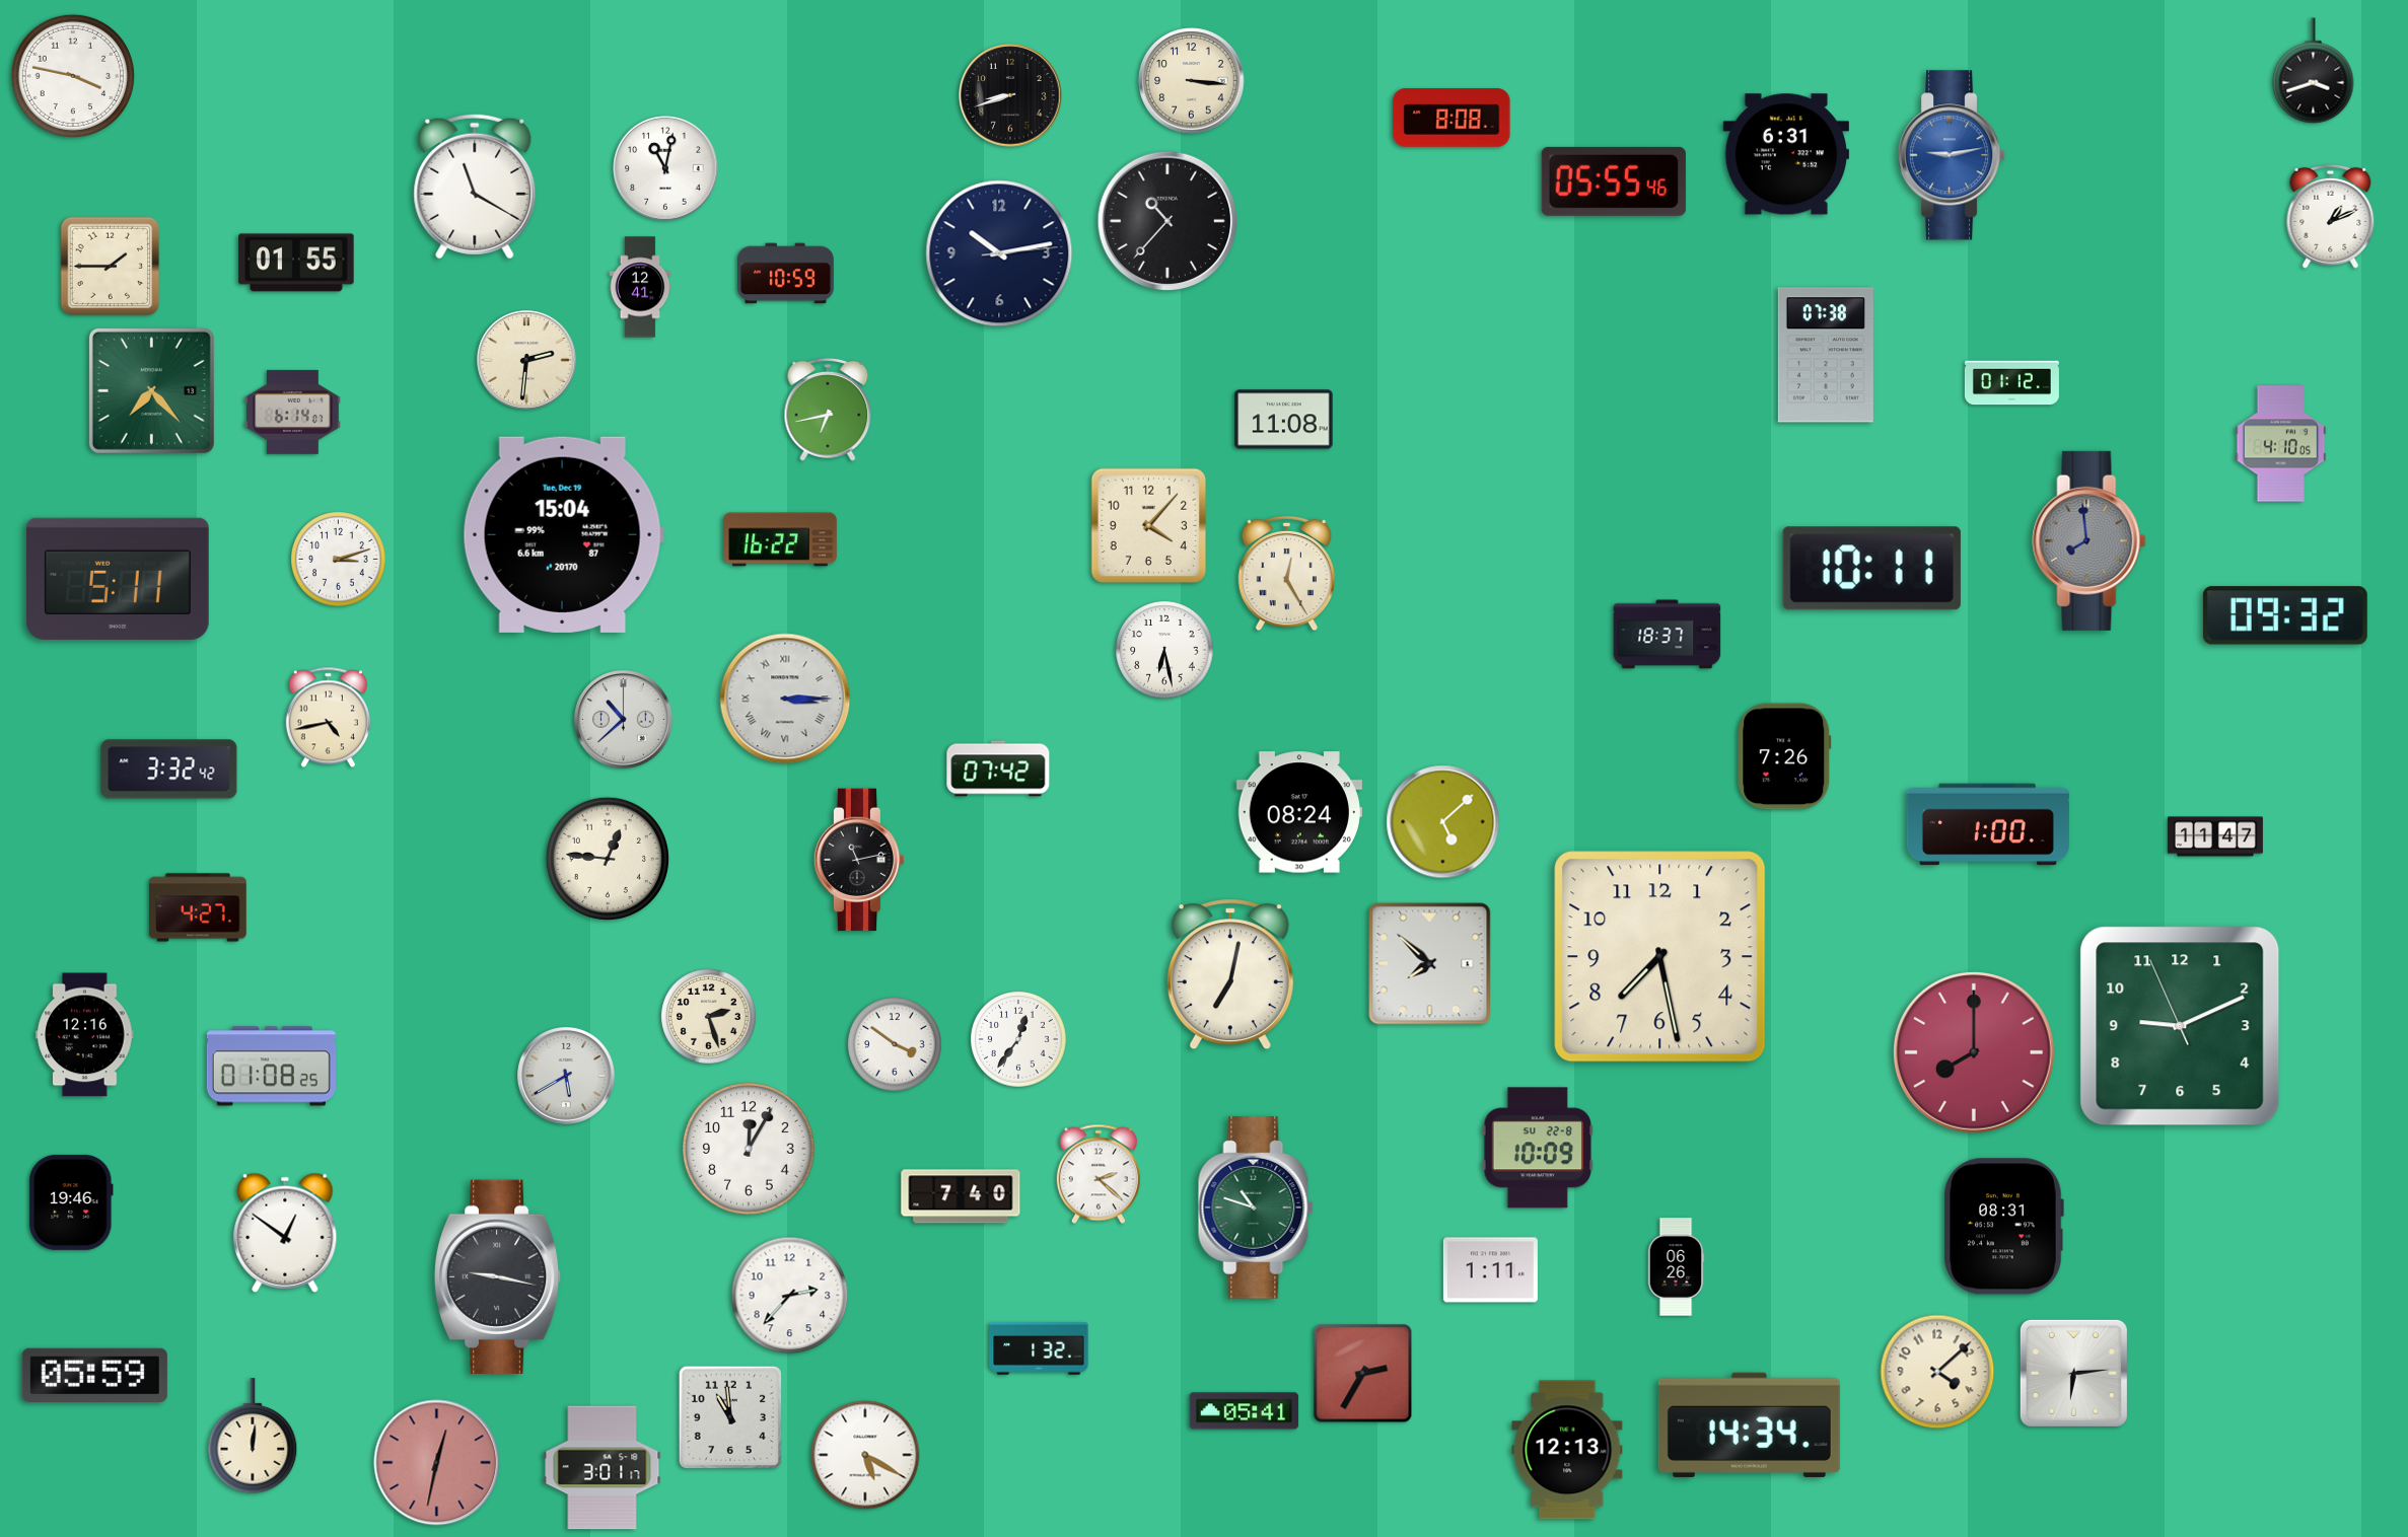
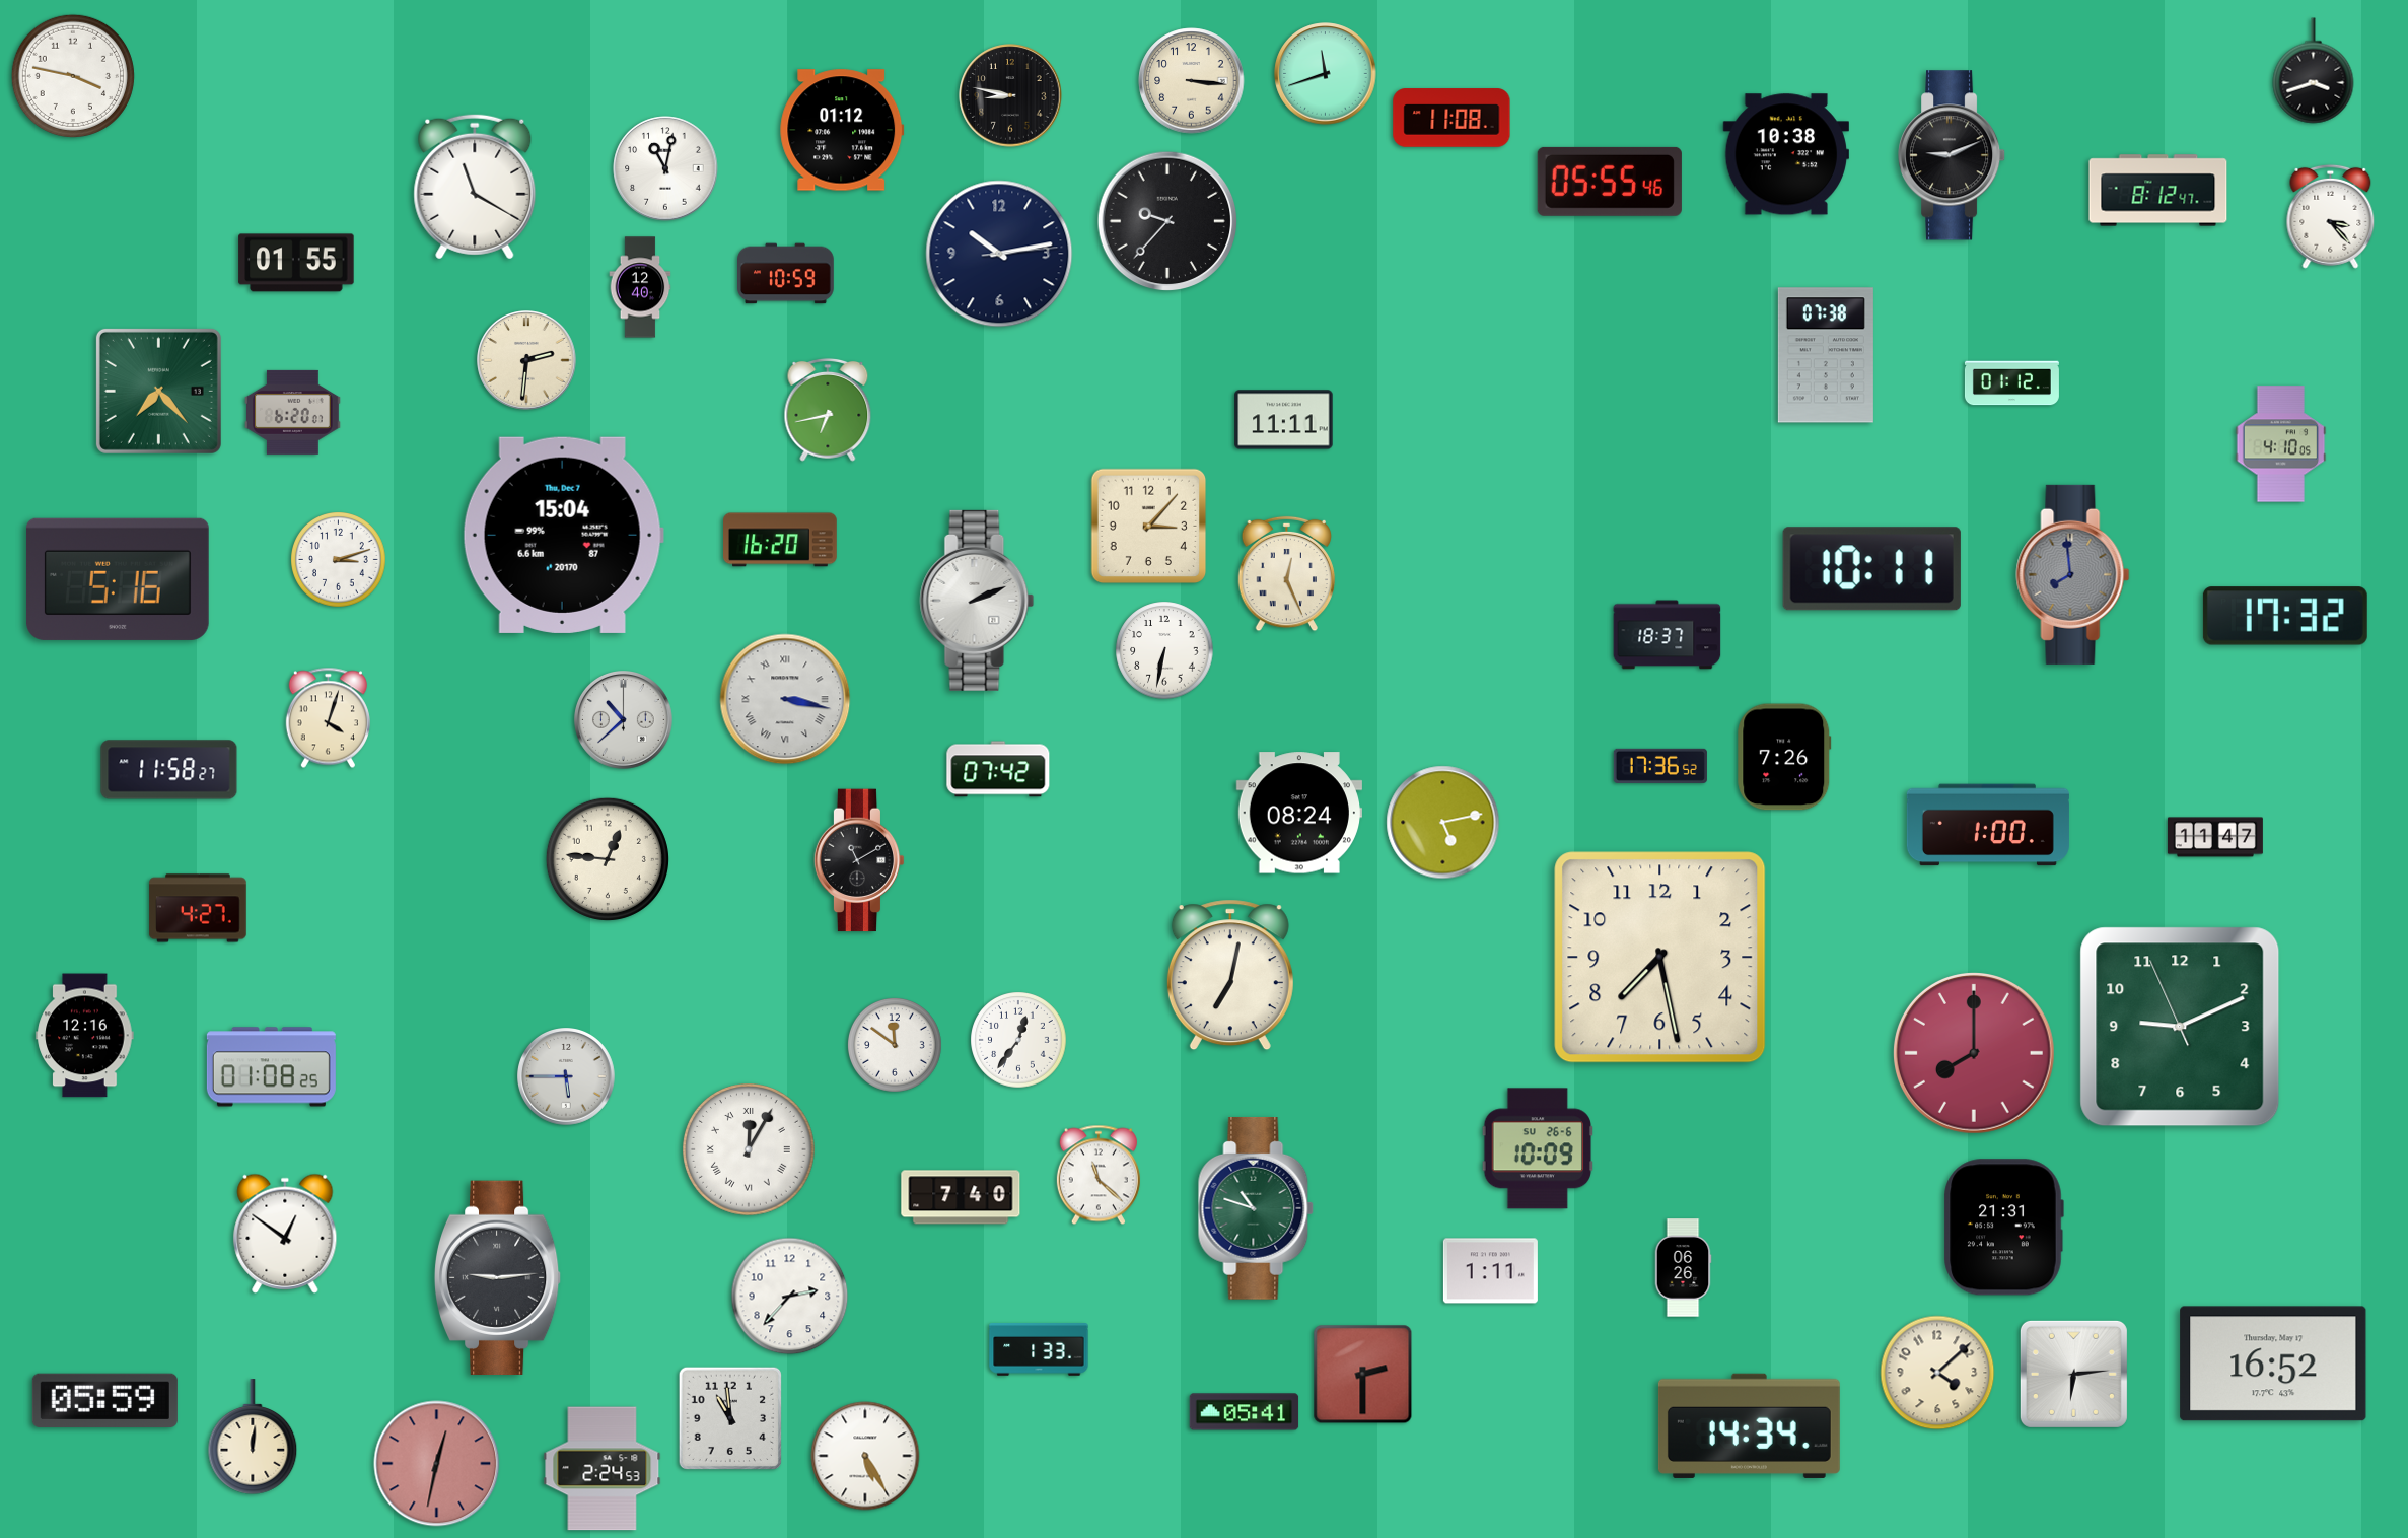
clock at (1326, 74): none -> 11:42
clock at (1010, 95): 8:42 -> 8:47
clock at (1451, 118): 8:08 -> 11:08
clock at (842, 130): none -> 01:12
clock at (1785, 154): 6:31 -> 10:38
clock at (1953, 155): 9:13 -> 9:11
clock at (1953, 155) dial: blue -> black
clock at (1614, 181) position: (1614, 181) -> (1610, 182)
clock at (2158, 191): none -> 8:12
clock at (2331, 216): 1:11 -> 3:23
clock at (1167, 221): 10:37 -> 9:37
clock at (111, 267): 1:45 -> none
clock at (640, 287): 12:41 -> 12:40
clock at (151, 390) position: (151, 390) -> (158, 391)
clock at (293, 412): 6:14 -> 6:20
clock at (1284, 420): 11:08 -> 11:11
clock at (1149, 526): 4:07 -> 3:07
clock at (563, 534) date: Tue, Dec 19 -> Thu, Dec 7
clock at (781, 539): 16:22 -> 16:20
clock at (2090, 540) position: (2090, 540) -> (2073, 574)
clock at (1287, 574): 12:25 -> 12:26
clock at (118, 579): 5:11 -> 5:16
clock at (977, 601): none -> 2:11
clock at (2285, 615): 09:32 -> 17:32
clock at (1164, 650): 6:28 -> 6:32
clock at (785, 699): 3:15 -> 3:17
clock at (328, 718): 4:43 -> 4:03
clock at (1660, 766): none -> 17:36
clock at (169, 770): 3:32 -> 11:58
clock at (1443, 822): 5:08 -> 5:13
clock at (859, 860): 11:13 -> 11:10
clock at (1430, 964): 7:52 -> none
clock at (709, 1017): 2:27 -> none
clock at (896, 1045): 3:51 -> 11:51
clock at (567, 1077): 5:40 -> 5:45
clock at (1537, 1148) date: SU 22-8 -> SU 26-6
clock at (750, 1150) numerals: Arabic -> Roman
clock at (1099, 1174): 2:22 -> 11:22
clock at (71, 1202): 19:46 -> none
clock at (2003, 1227): 08:31 -> 21:31
clock at (1676, 1267) position: (1676, 1267) -> (1683, 1268)
clock at (498, 1276): 9:17 -> 9:14
clock at (1039, 1348): 1:32 -> 1:33
clock at (2273, 1364): none -> 16:52
clock at (1363, 1374): 2:35 -> 2:30
clock at (94, 1376) position: (94, 1376) -> (104, 1401)
clock at (1567, 1450): 12:13 -> none
clock at (865, 1455): 5:20 -> 5:25
clock at (603, 1468): 3:01 -> 2:24
